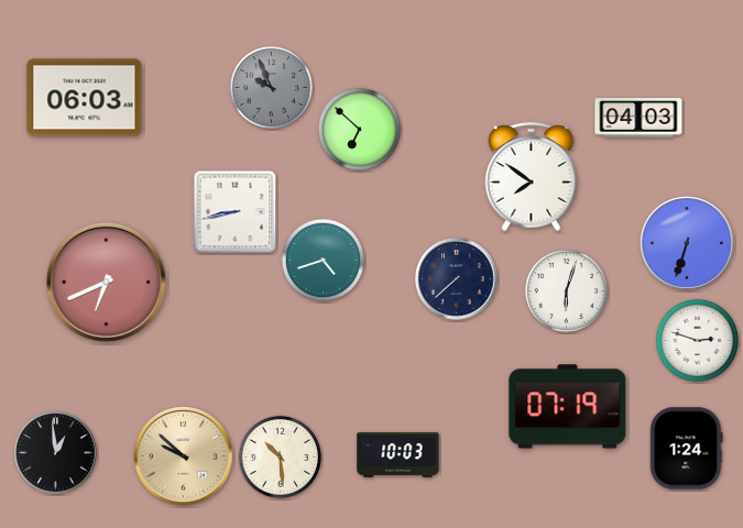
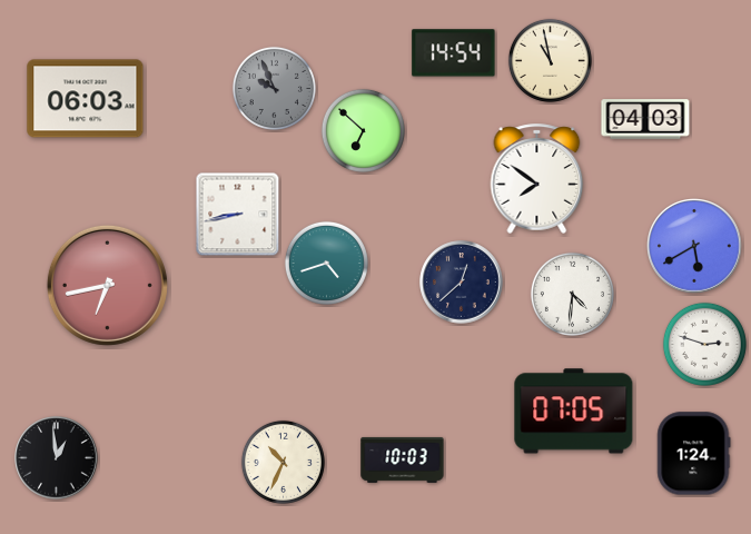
clock at (454, 53): none -> 14:54
clock at (550, 60): none -> 10:58
clock at (688, 244): 6:33 -> 5:40
clock at (457, 279): 7:38 -> 12:38
clock at (106, 282): 6:41 -> 6:43
clock at (566, 290): 6:03 -> 4:31
clock at (568, 407): 07:19 -> 07:05
clock at (183, 455): 9:52 -> none
clock at (280, 457): 10:29 -> 10:34
